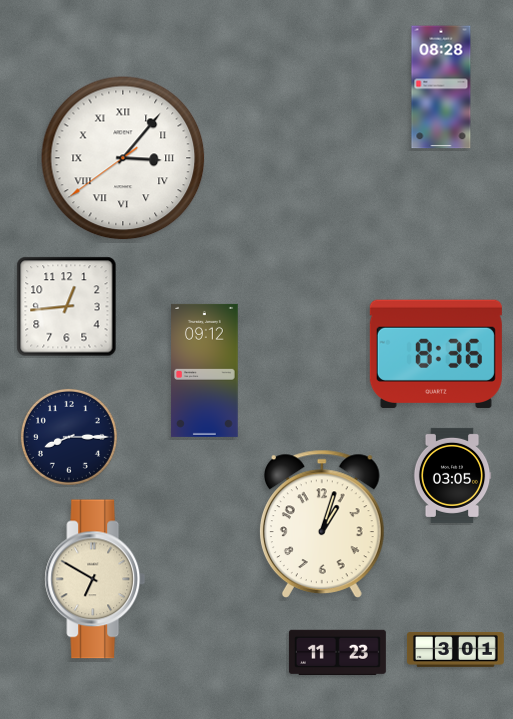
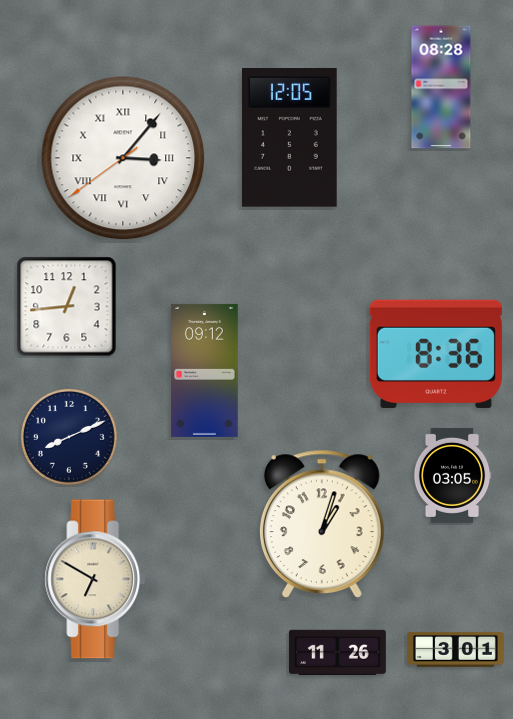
clock at (290, 138): none -> 12:05
clock at (69, 437): 8:15 -> 8:11
clock at (337, 652): 11:23 -> 11:26
